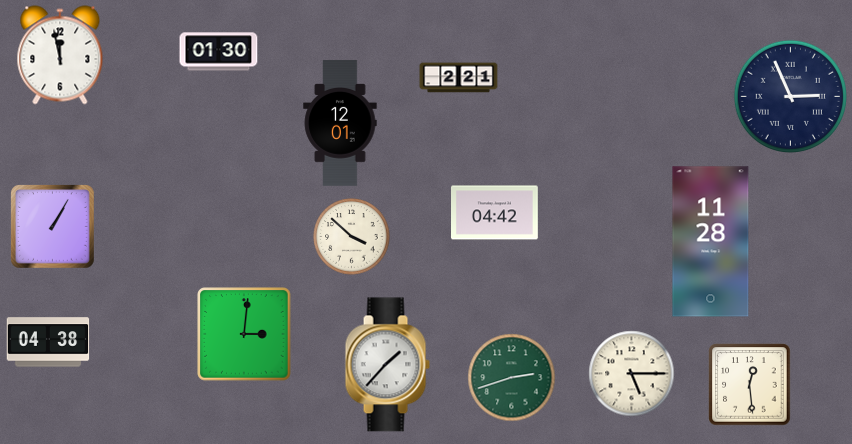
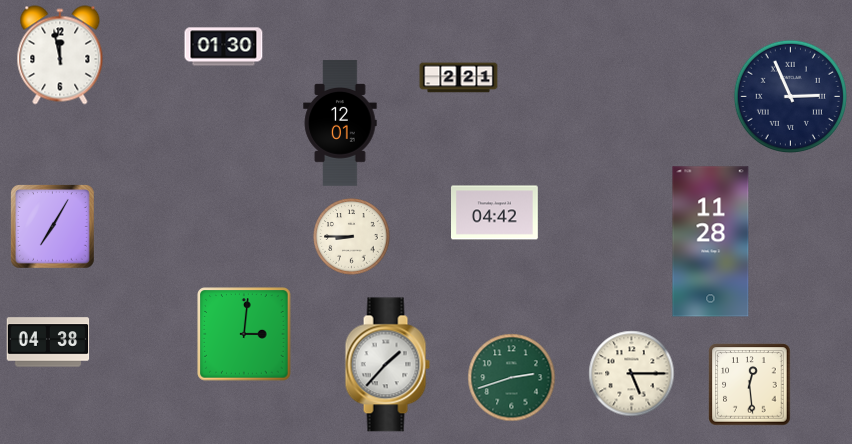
clock at (219, 52) position: (219, 52) -> (224, 47)
clock at (53, 227): 1:05 -> 7:05
clock at (352, 237): 3:52 -> 8:45
